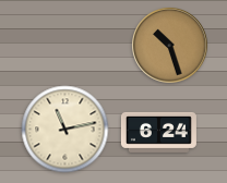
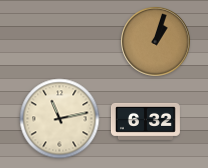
clock at (170, 46): 10:27 -> 1:03
clock at (158, 132): 6:24 -> 6:32
